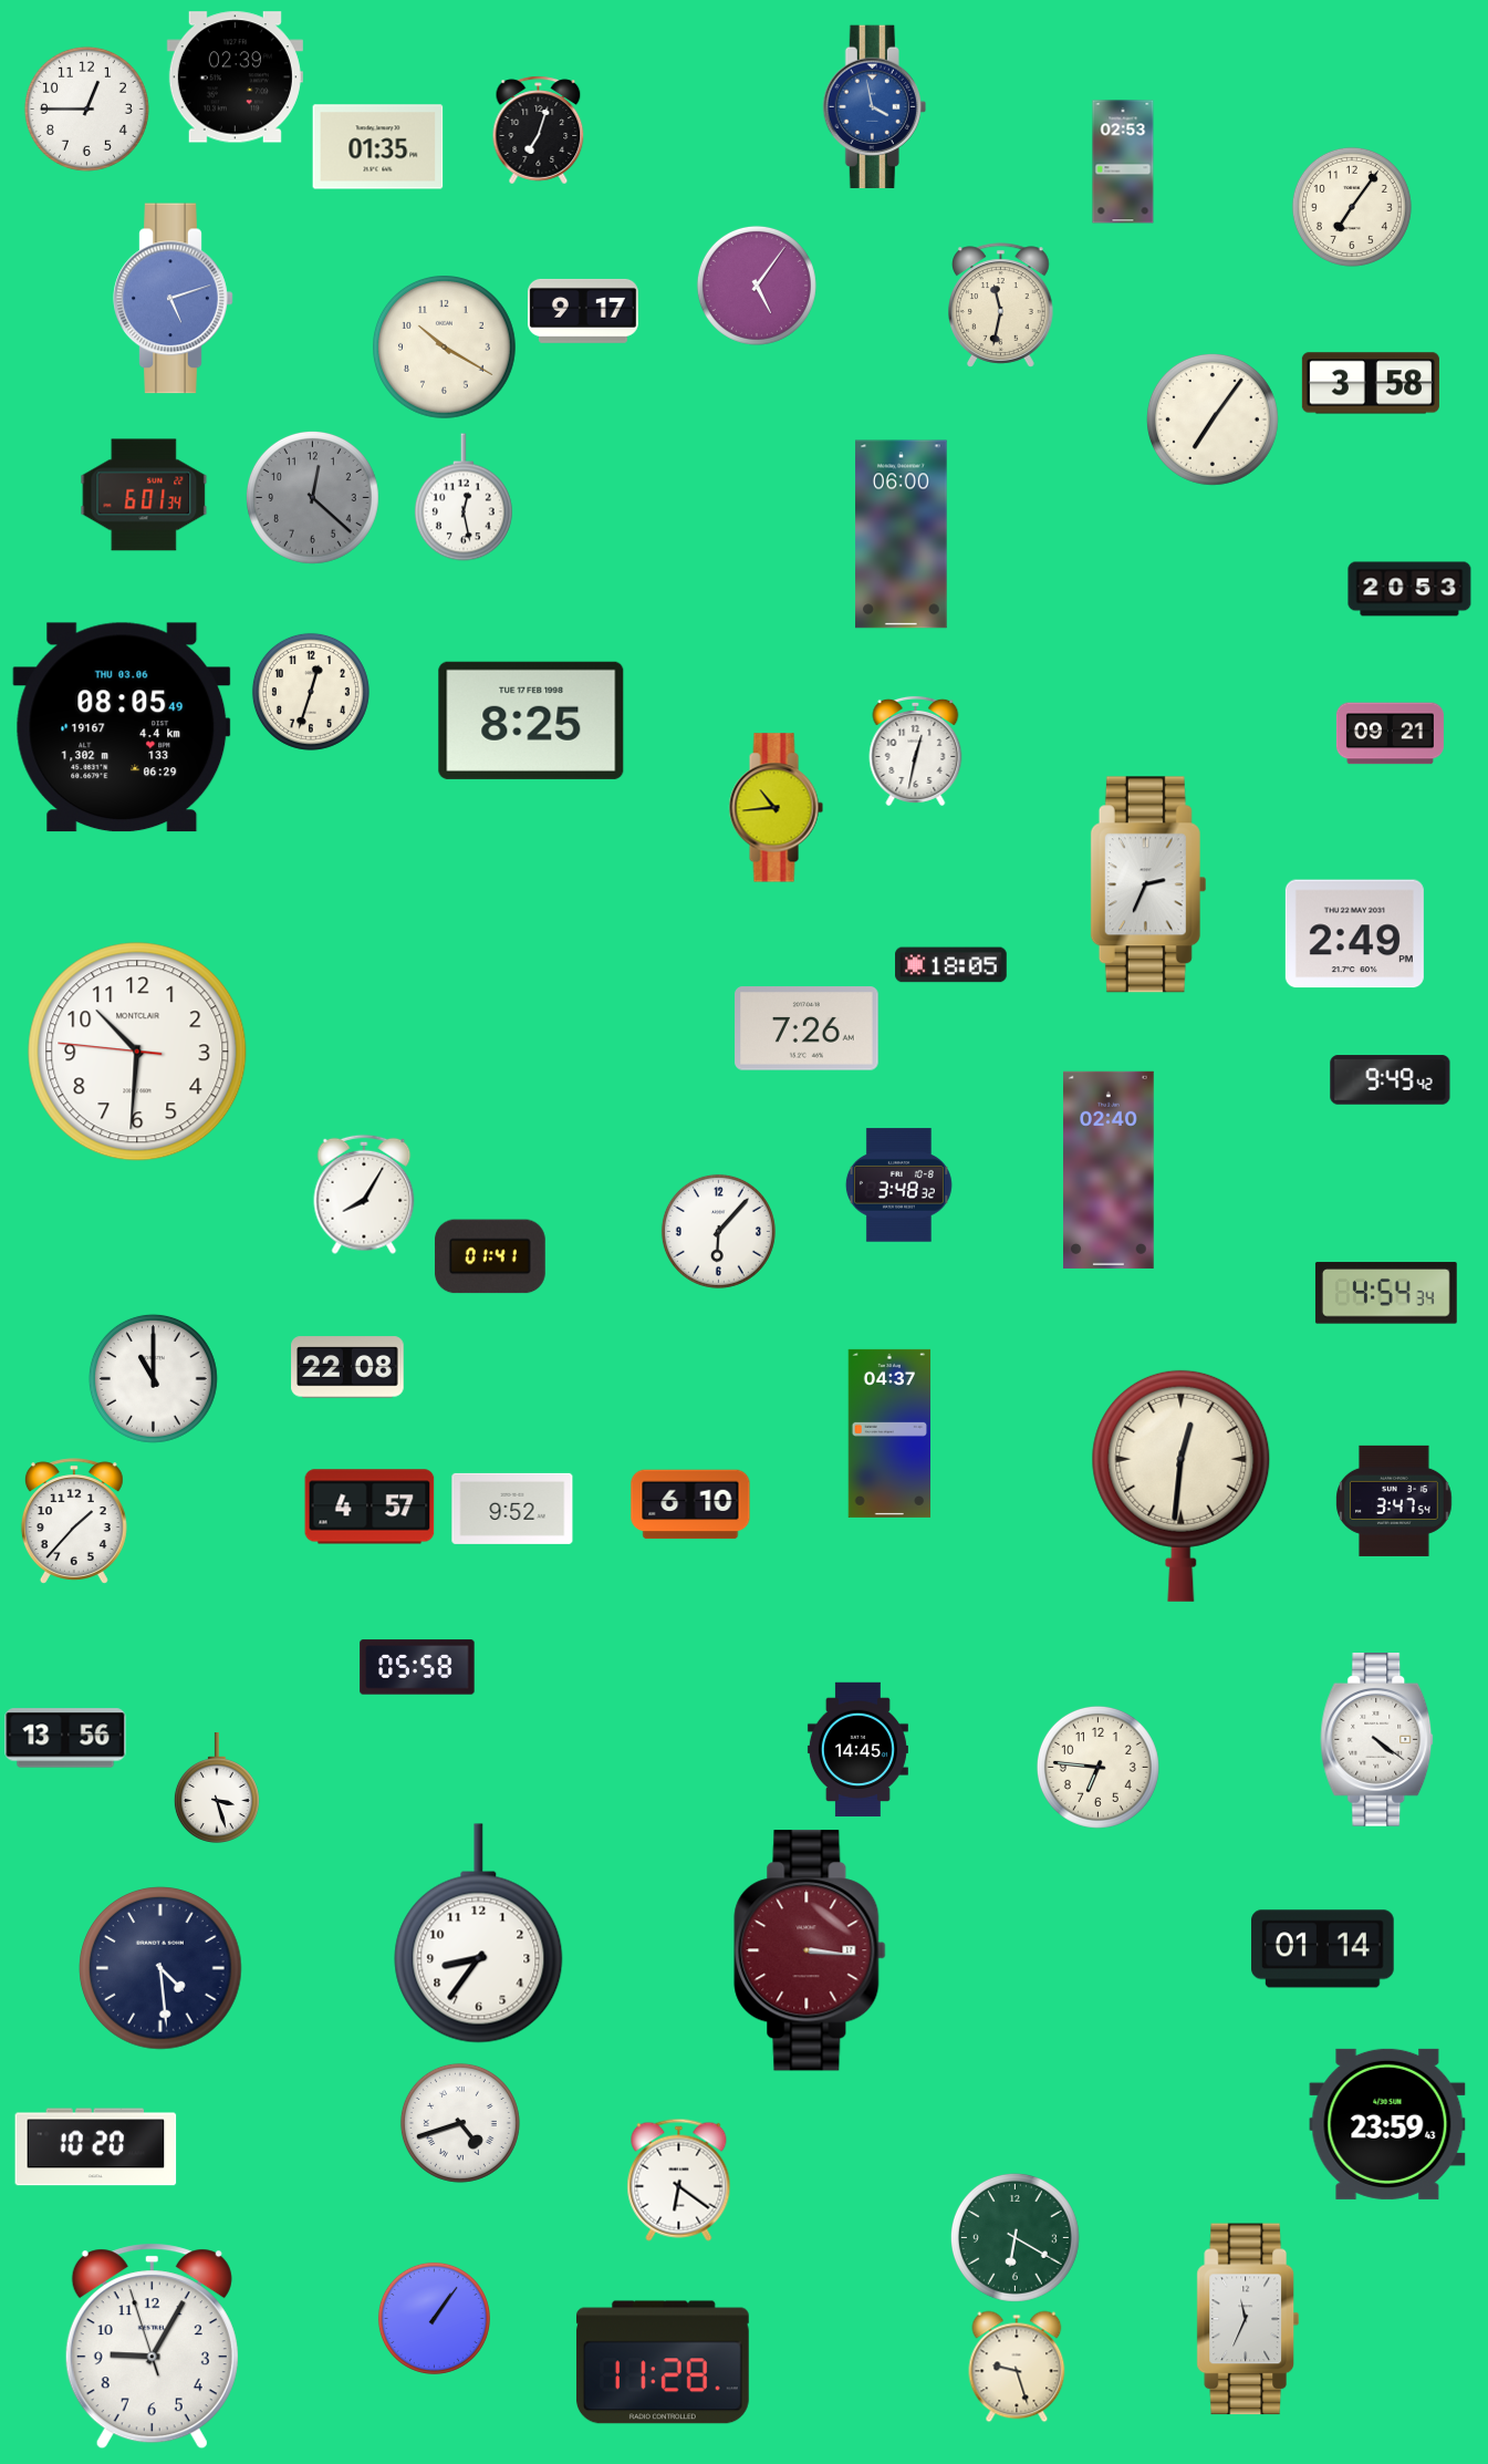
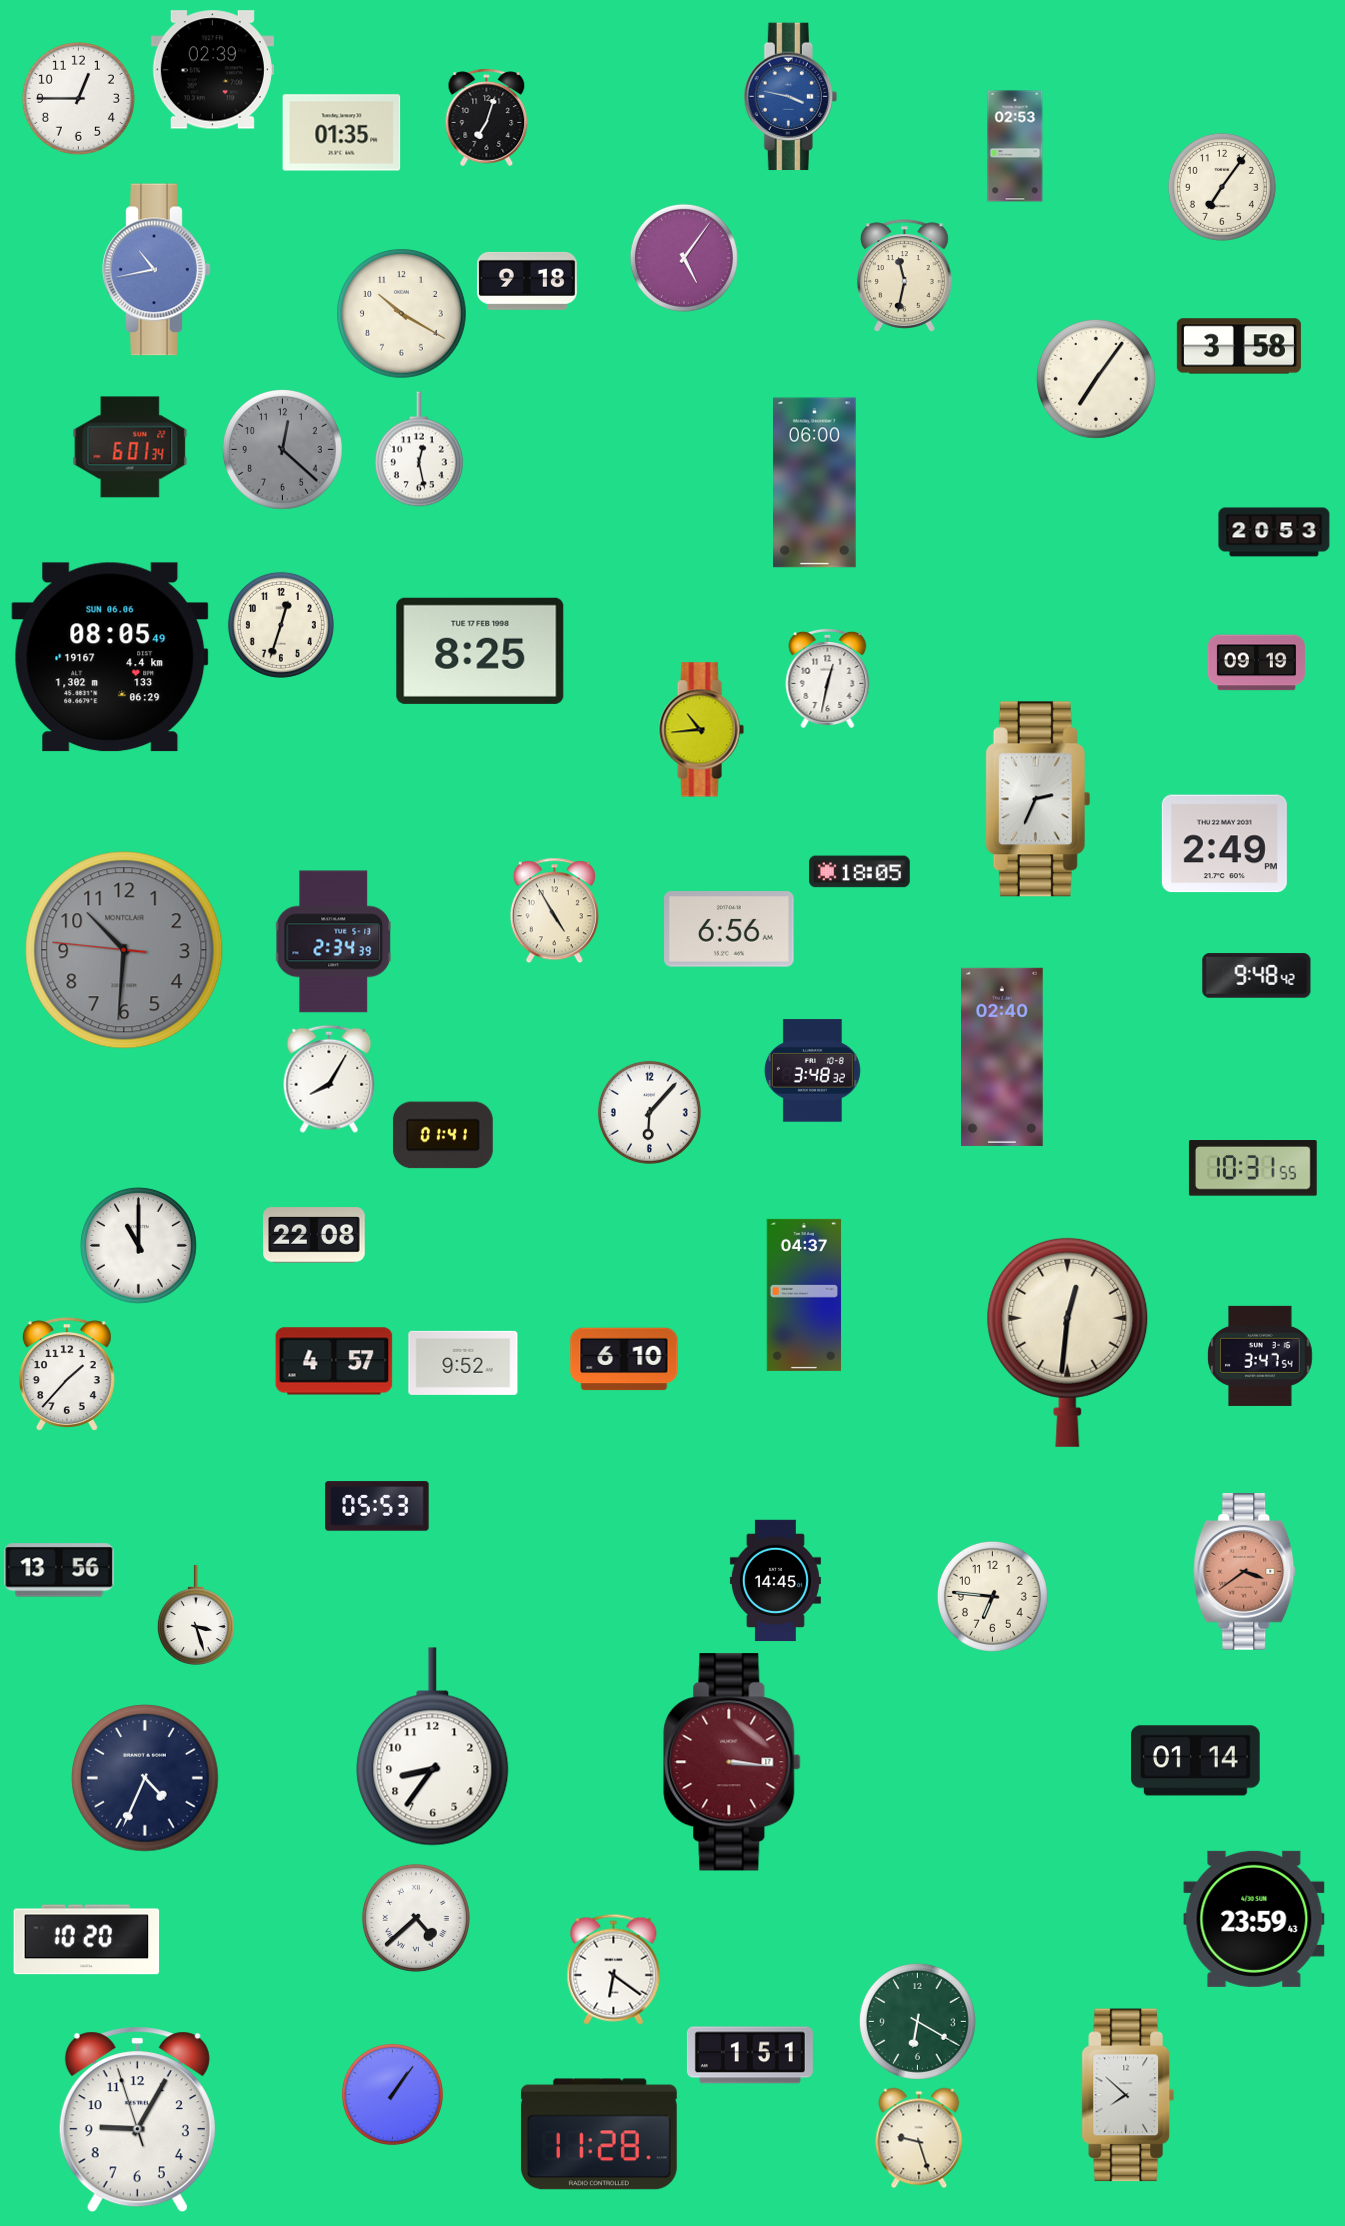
clock at (874, 107): 3:58 -> 3:47
clock at (174, 299): 5:12 -> 10:43
clock at (583, 311): 9:17 -> 9:18
clock at (122, 727) date: THU 03.06 -> SUN 06.06
clock at (1390, 734): 09:21 -> 09:19
clock at (554, 911): none -> 4:55
clock at (807, 1028): 7:26 -> 6:56
clock at (334, 942): none -> 2:34
clock at (137, 1052) dial: white -> grey
clock at (1391, 1080): 9:49 -> 9:48
clock at (1386, 1293): 4:54 -> 10:31
clock at (417, 1667): 05:58 -> 05:53
clock at (1377, 1740): 4:21 -> 3:39
clock at (1377, 1740) dial: white -> salmon
clock at (160, 1968): 4:29 -> 4:34
clock at (460, 2123): 4:42 -> 4:38
clock at (750, 2055): none -> 1:51
clock at (1247, 2319): 11:34 -> 7:52
